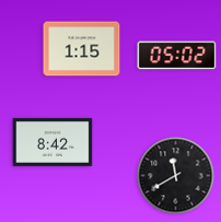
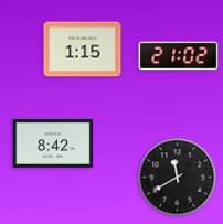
clock at (177, 56): 05:02 -> 21:02
